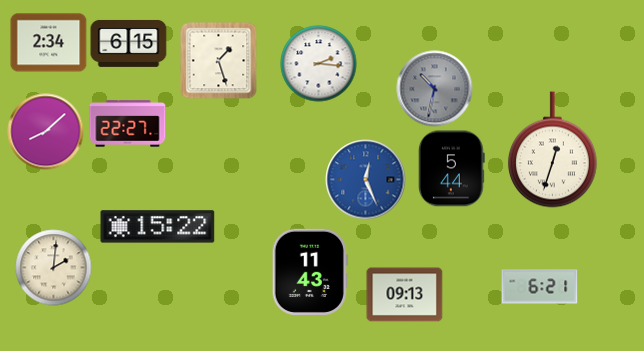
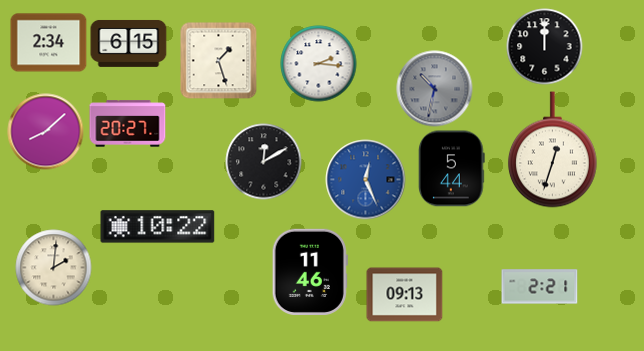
clock at (545, 47): none -> 12:00
clock at (128, 124): 22:27 -> 20:27
clock at (264, 162): none -> 12:10
clock at (158, 227): 15:22 -> 10:22
clock at (310, 272): 11:43 -> 11:46
clock at (540, 287): 6:21 -> 2:21
